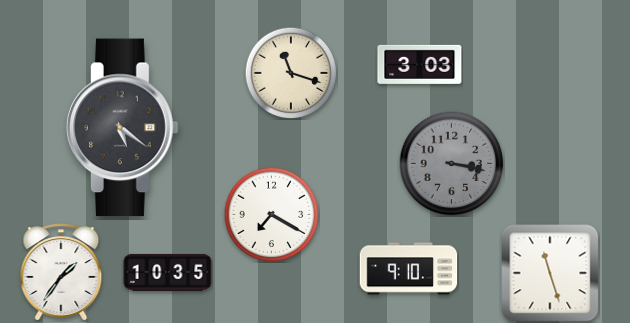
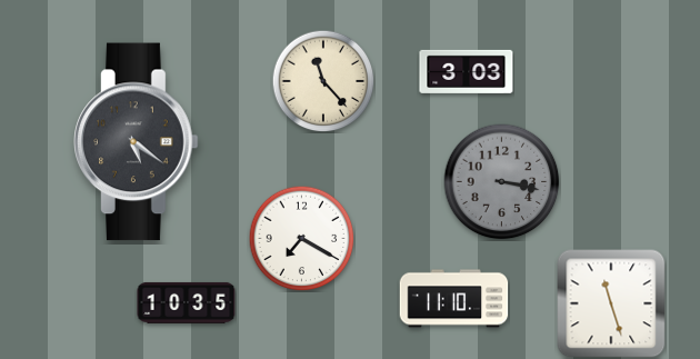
clock at (291, 73): 11:18 -> 11:23
clock at (409, 269): 9:10 -> 11:10
clock at (61, 272): 1:36 -> none
